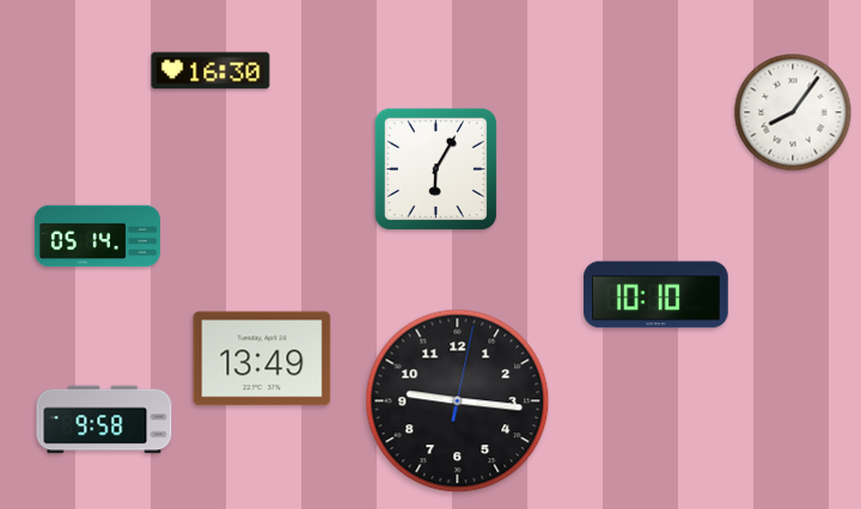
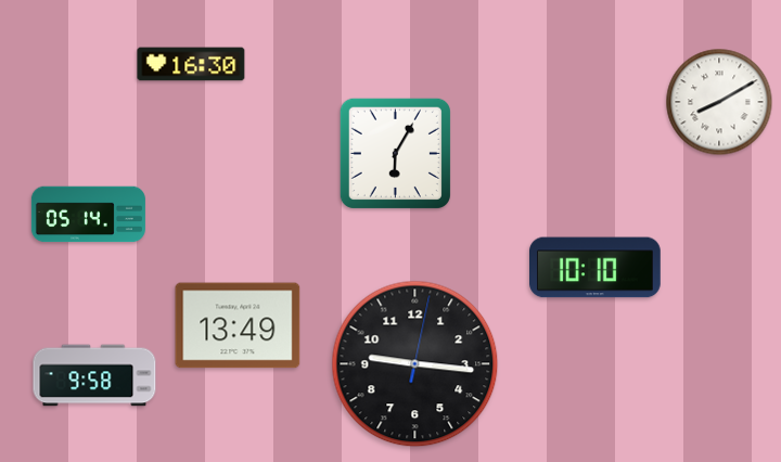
clock at (793, 112): 8:06 -> 8:10
clock at (104, 419) position: (104, 419) -> (94, 375)
